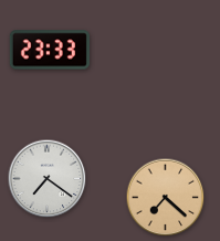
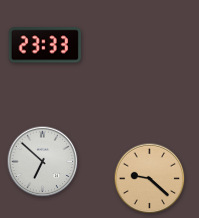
clock at (48, 179): 7:21 -> 6:52
clock at (166, 198): 7:22 -> 9:22
